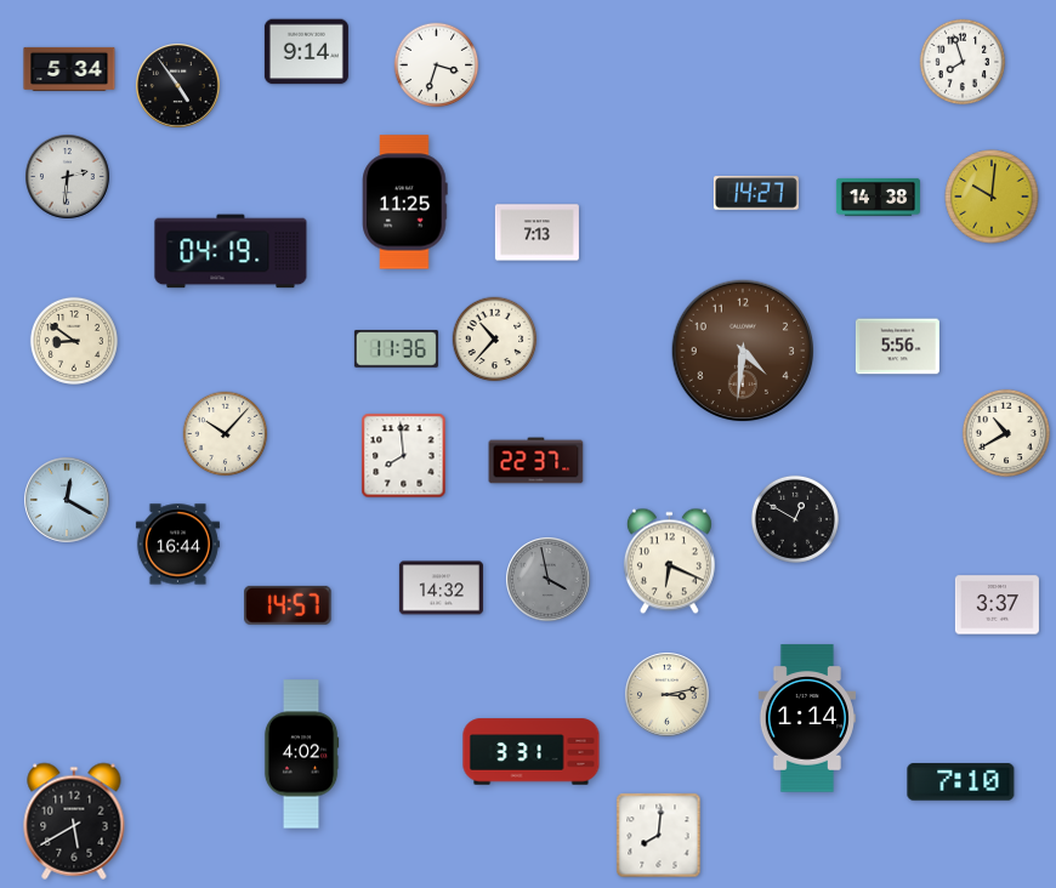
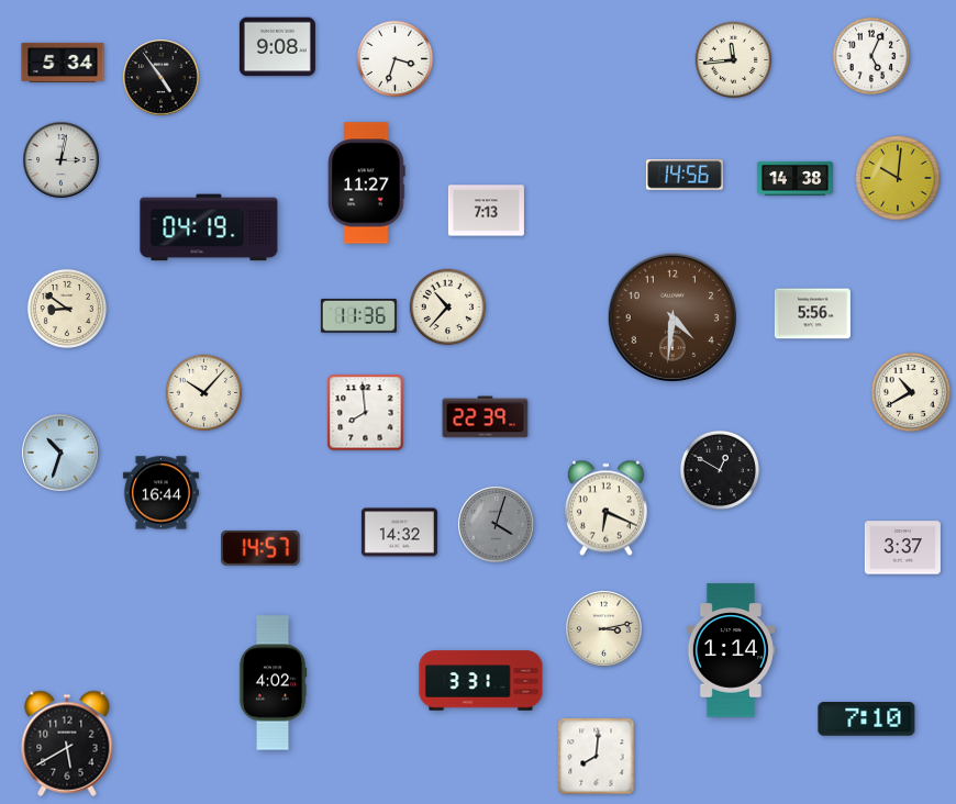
clock at (306, 52): 9:14 -> 9:08
clock at (963, 62): 7:57 -> 5:04
clock at (734, 60): none -> 11:44
clock at (68, 177): 2:31 -> 3:02
clock at (756, 193): 14:27 -> 14:56
clock at (405, 203): 11:25 -> 11:27
clock at (536, 461): 22:37 -> 22:39
clock at (67, 500): 12:20 -> 10:33
clock at (549, 580): 3:58 -> 4:03
clock at (961, 782) position: (961, 782) -> (867, 719)
